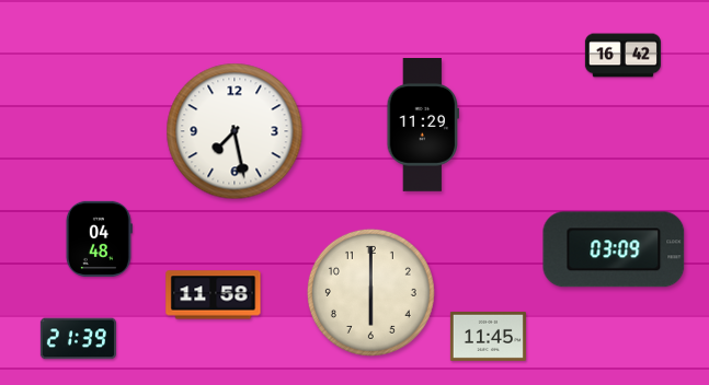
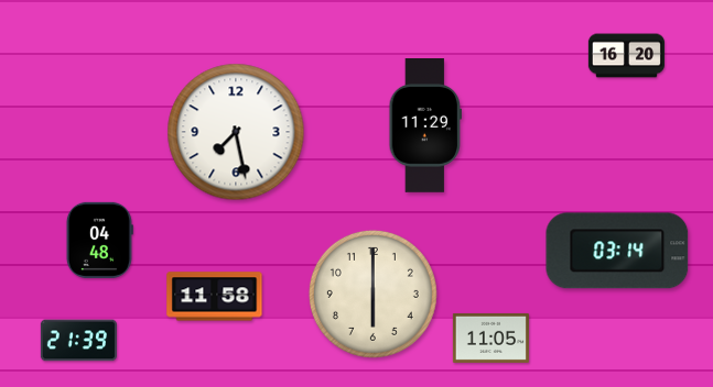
clock at (622, 56): 16:42 -> 16:20
clock at (614, 249): 03:09 -> 03:14
clock at (488, 336): 11:45 -> 11:05
